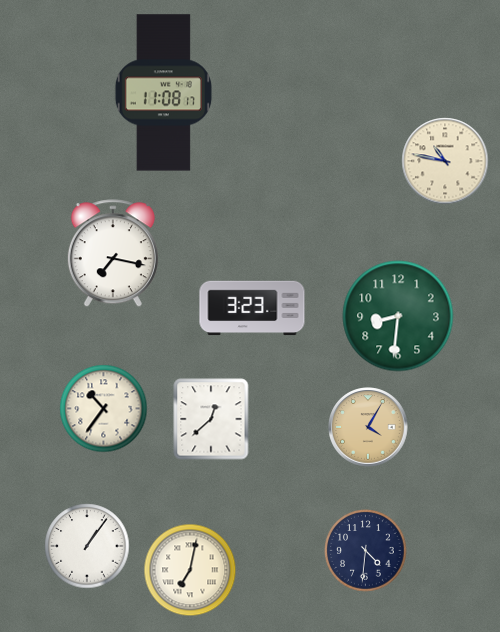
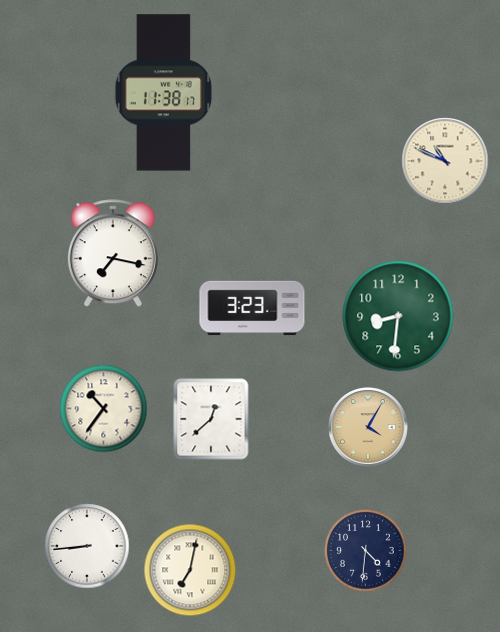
clock at (163, 93): 11:08 -> 11:38
clock at (445, 161): 10:47 -> 10:49
clock at (87, 546): 1:06 -> 8:44
